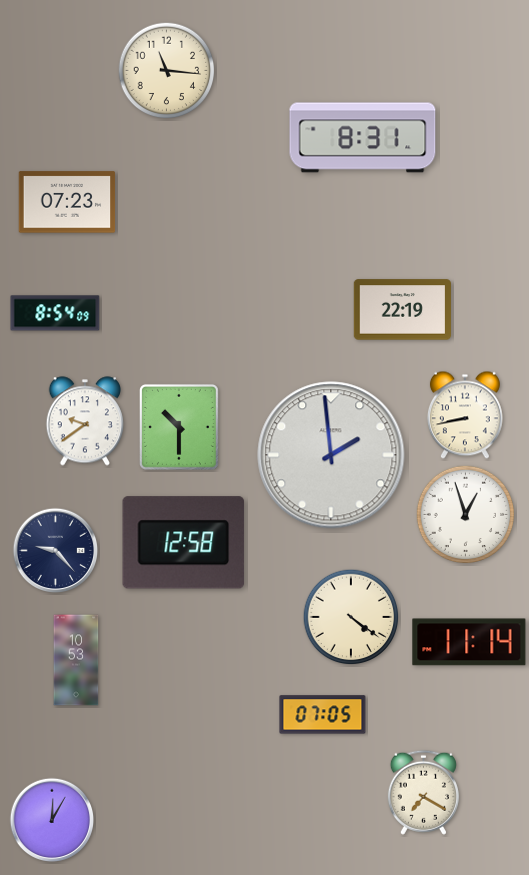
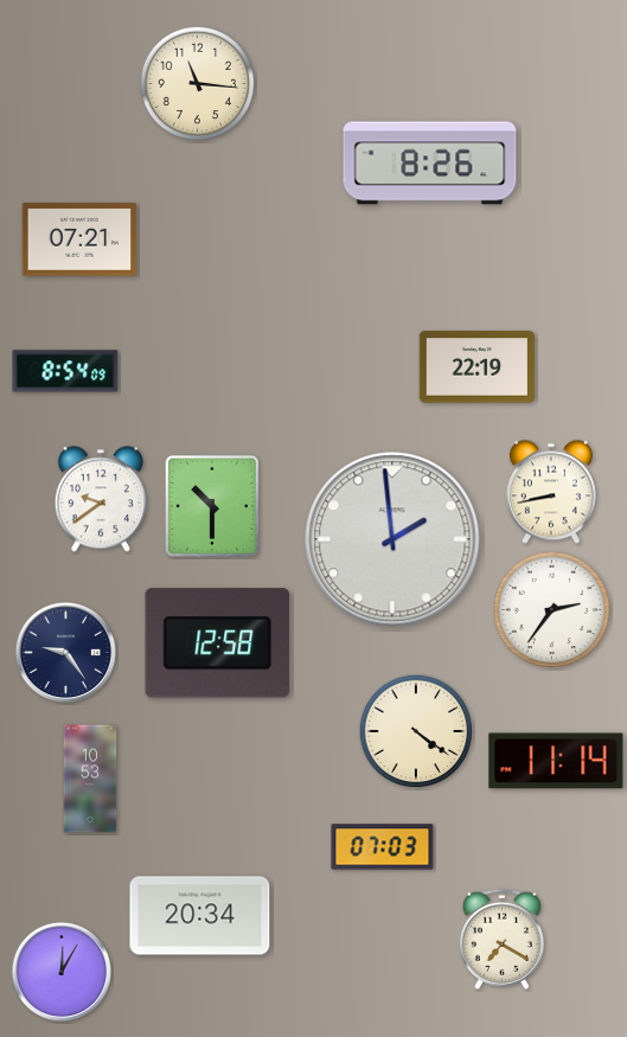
clock at (363, 138): 8:31 -> 8:26
clock at (67, 202): 07:23 -> 07:21
clock at (466, 515): 12:57 -> 2:36
clock at (56, 551): 9:23 -> 9:24
clock at (76, 660) position: (76, 660) -> (90, 779)
clock at (323, 715): 07:05 -> 07:03
clock at (200, 916): none -> 20:34
